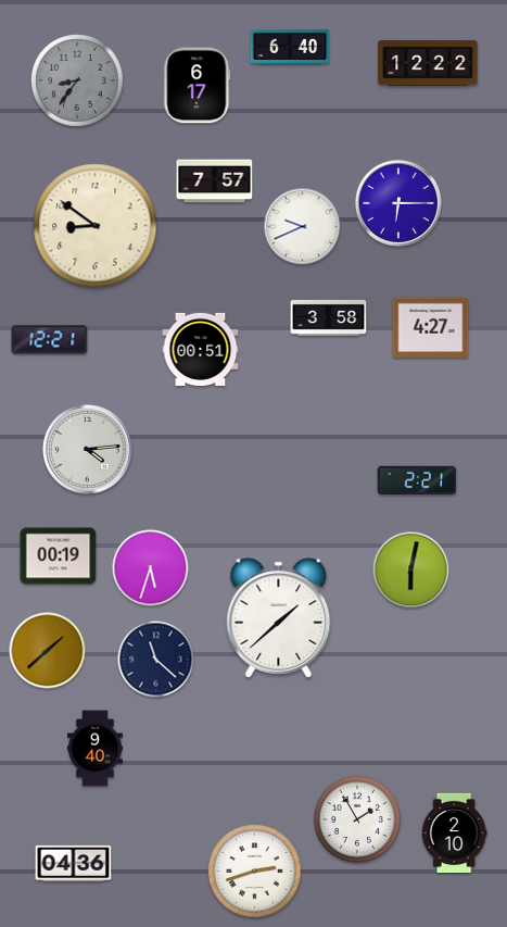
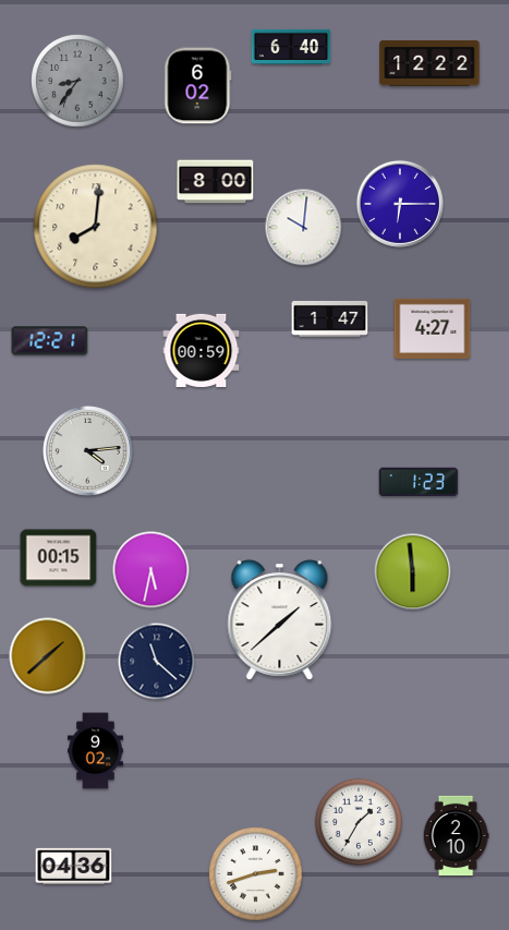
clock at (198, 86): 6:17 -> 6:02
clock at (215, 181): 7:57 -> 8:00
clock at (96, 226): 8:51 -> 8:01
clock at (303, 227): 9:41 -> 10:01
clock at (329, 317): 3:58 -> 1:47
clock at (201, 349): 00:51 -> 00:59
clock at (417, 480): 2:21 -> 1:23
clock at (59, 556): 00:19 -> 00:15
clock at (151, 568): 5:33 -> 5:32
clock at (411, 571): 6:02 -> 5:59
clock at (48, 651) position: (48, 651) -> (48, 656)
clock at (94, 749): 9:40 -> 9:02
clock at (357, 819): 1:55 -> 1:35
